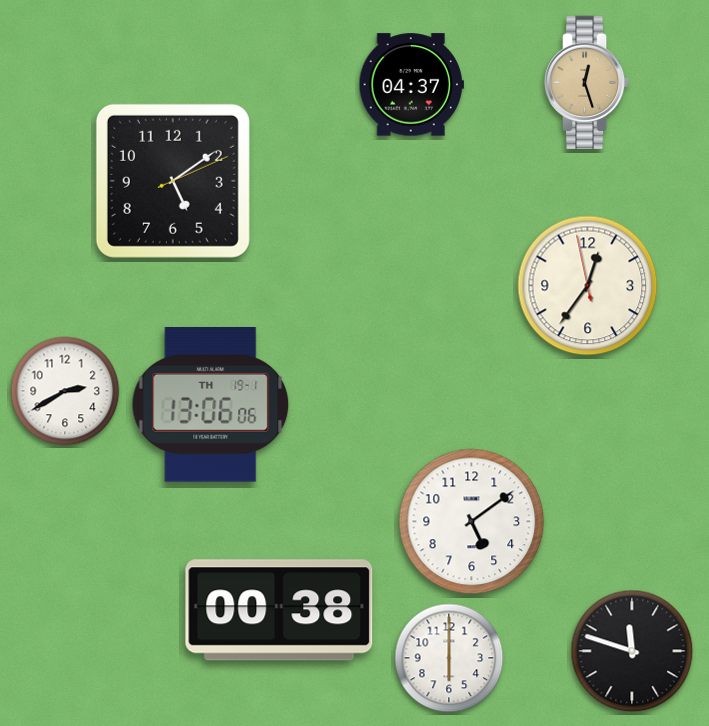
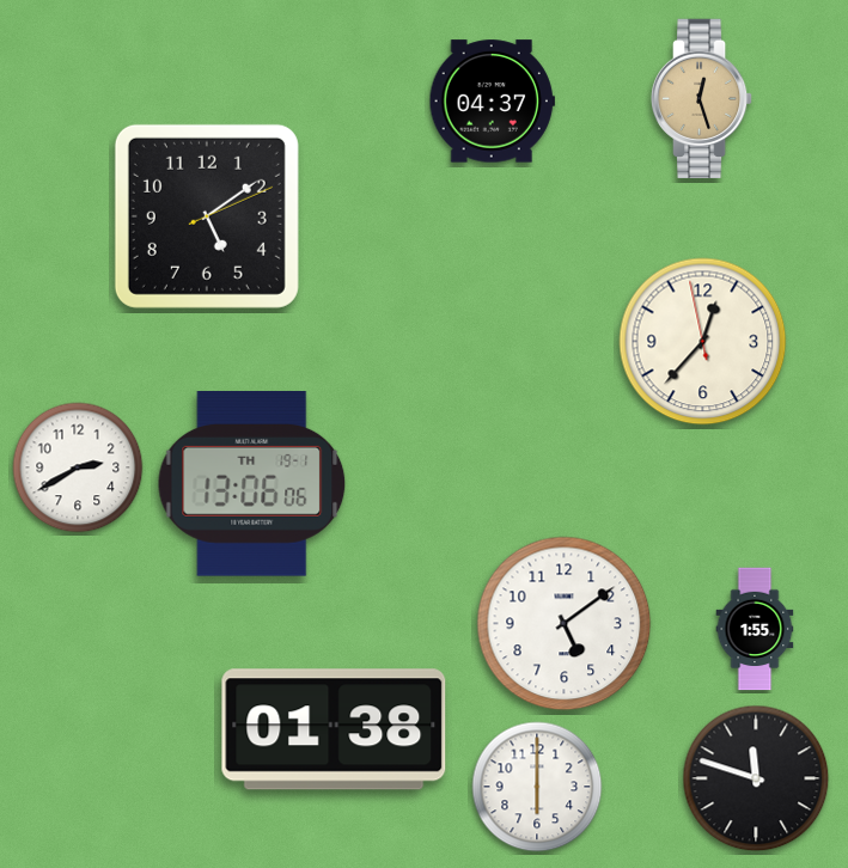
clock at (588, 286): 12:35 -> 12:36
clock at (755, 629): none -> 1:55
clock at (279, 610): 00:38 -> 01:38
